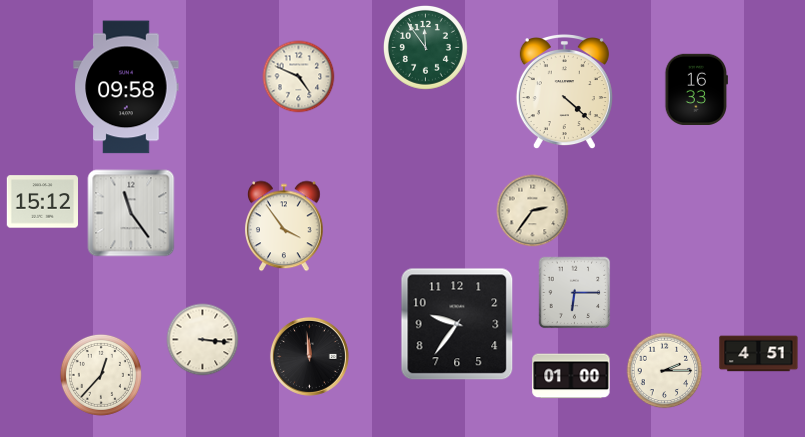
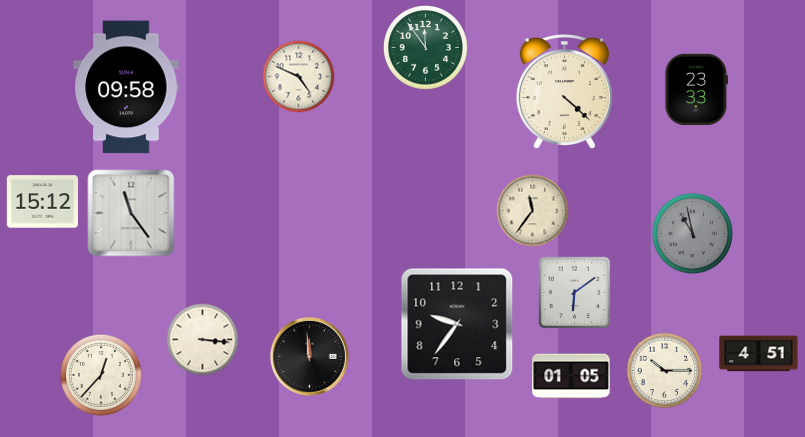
clock at (696, 89): 16:33 -> 23:33
clock at (533, 211): 2:36 -> 11:36
clock at (285, 226): 3:54 -> none
clock at (692, 233): none -> 10:58
clock at (575, 293): 6:15 -> 6:09
clock at (665, 371): 2:15 -> 10:15
clock at (571, 376): 01:00 -> 01:05
